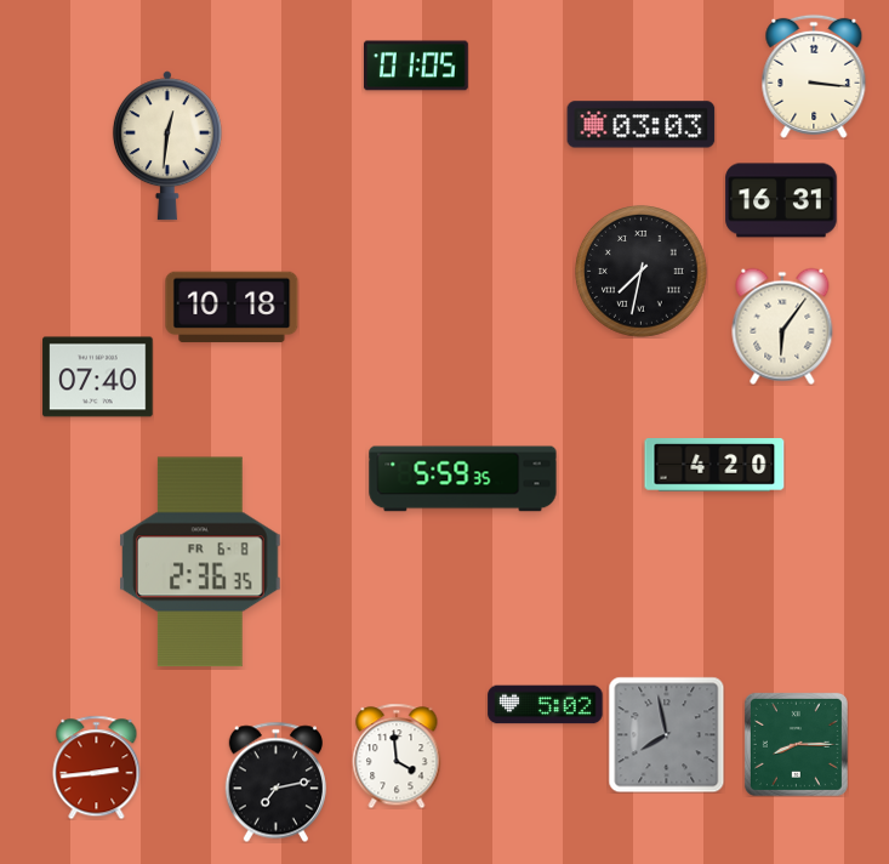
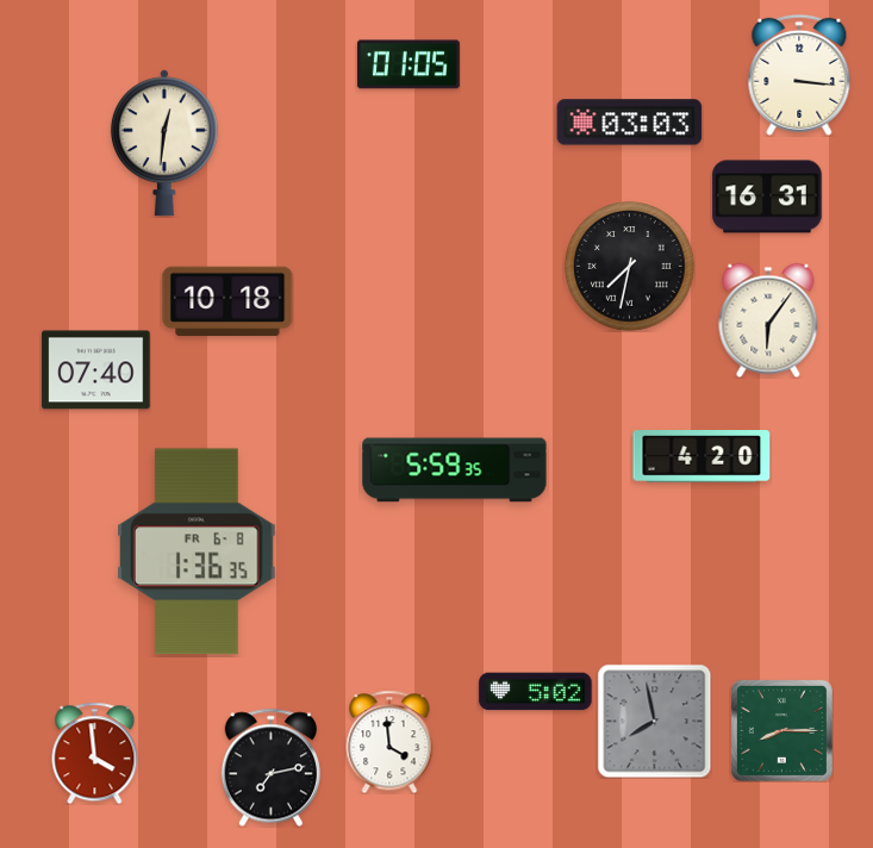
clock at (200, 562): 2:36 -> 1:36
clock at (97, 767): 2:44 -> 3:59
